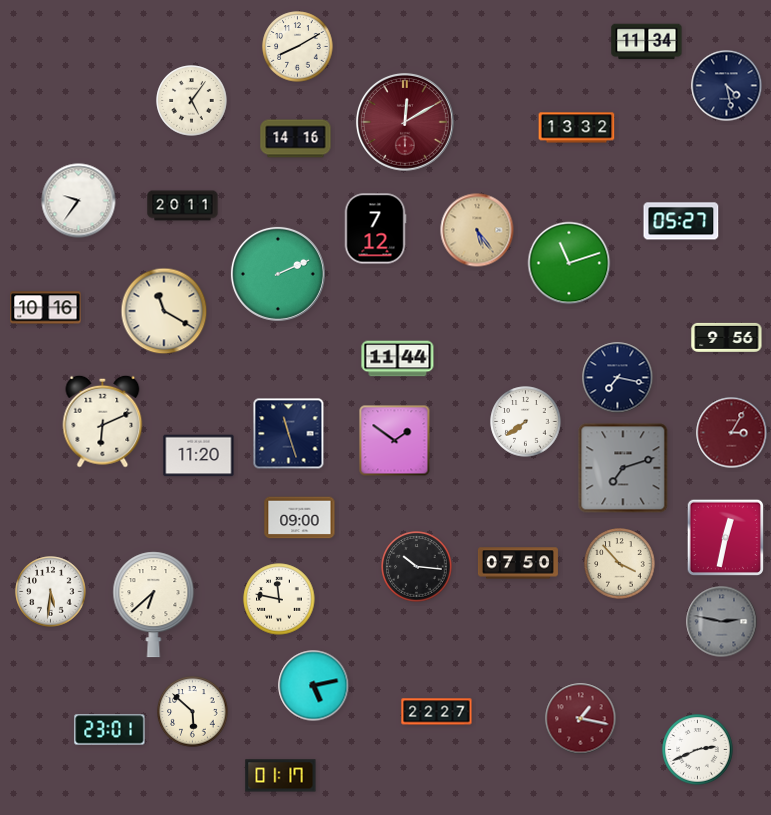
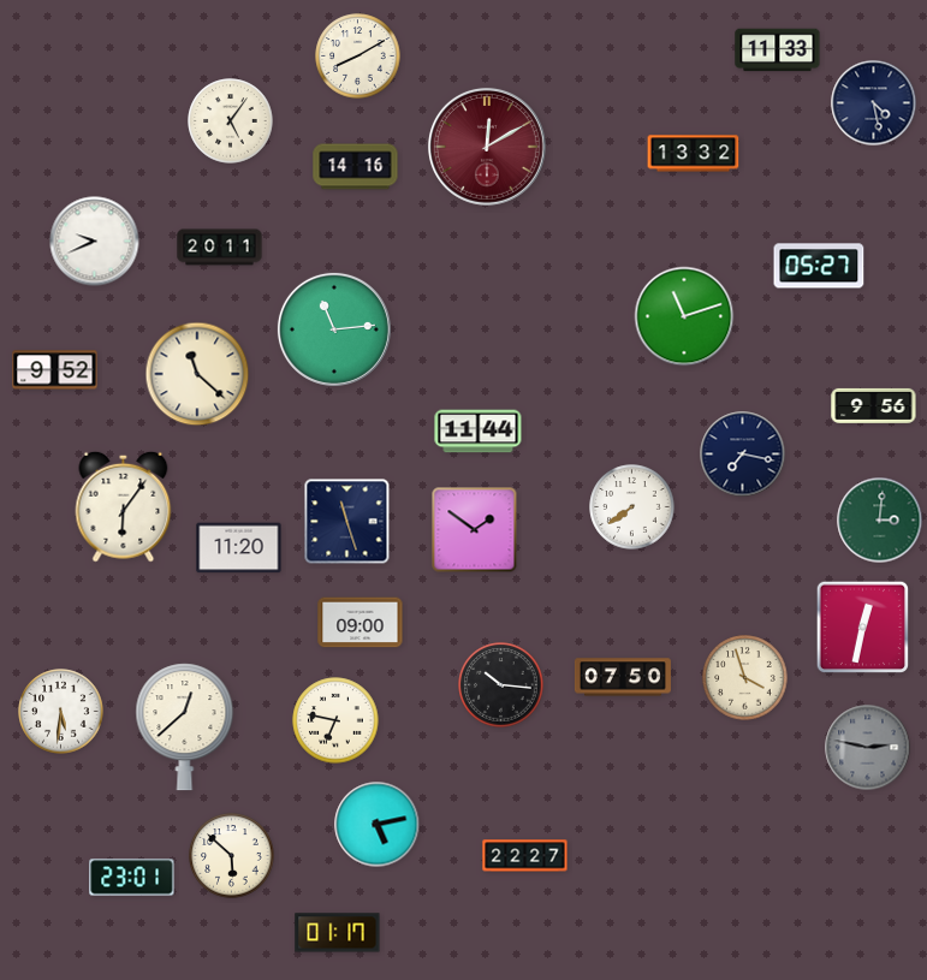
clock at (647, 42): 11:34 -> 11:33
clock at (79, 201): 9:36 -> 9:41
clock at (375, 229): 7:12 -> none
clock at (477, 230): 5:24 -> none
clock at (278, 274): 2:11 -> 11:14
clock at (46, 308): 10:16 -> 9:52
clock at (164, 311): 11:20 -> 11:22
clock at (103, 421): 6:11 -> 6:06
clock at (732, 433): 3:05 -> 3:01
clock at (732, 433) dial: burgundy -> green
clock at (623, 468): 7:12 -> none
clock at (726, 538) position: (726, 538) -> (863, 628)
clock at (620, 564): 3:53 -> 3:57
clock at (417, 567) position: (417, 567) -> (501, 685)
clock at (279, 599): 11:47 -> 6:47
clock at (154, 605): 6:38 -> 12:38
clock at (581, 719): 1:17 -> none
clock at (698, 750): 2:41 -> none
